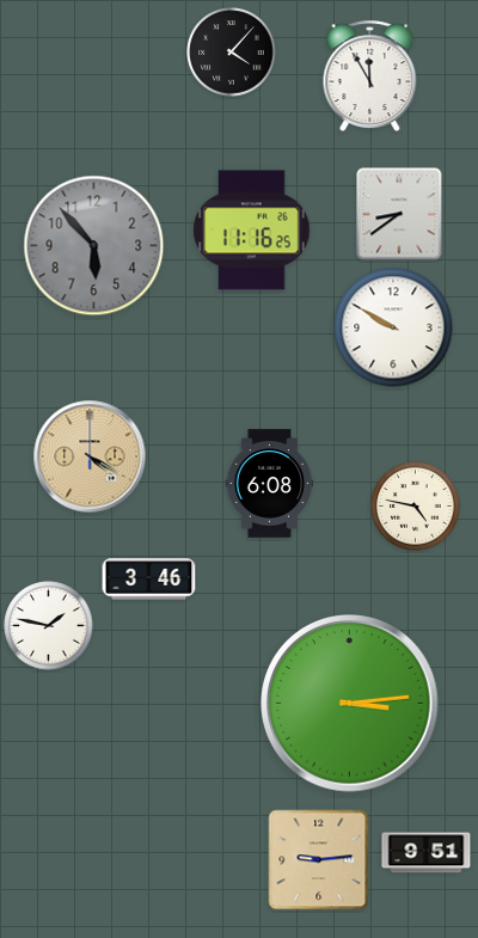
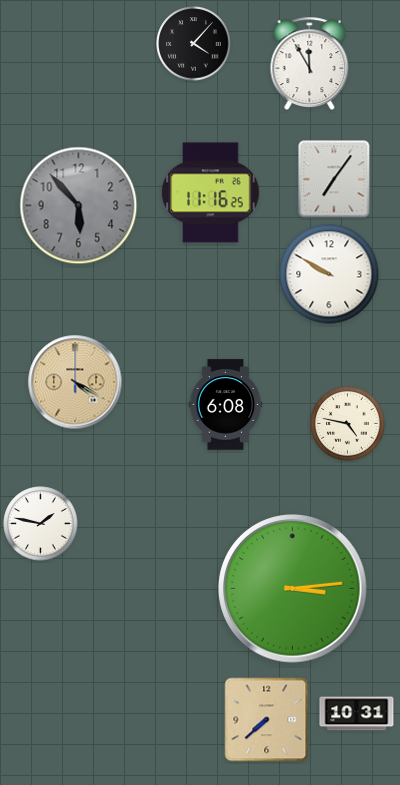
clock at (399, 214): 8:39 -> 7:06
clock at (149, 580): 3:46 -> none
clock at (427, 853): 9:51 -> 10:31
clock at (319, 860): 9:14 -> 7:38
